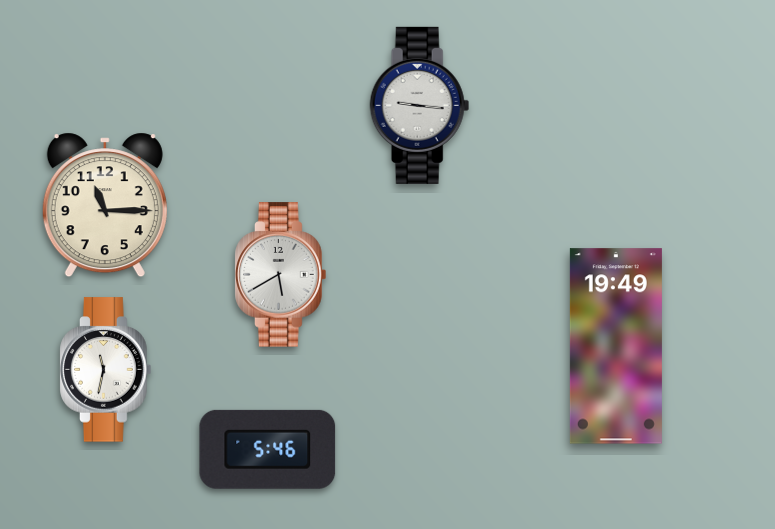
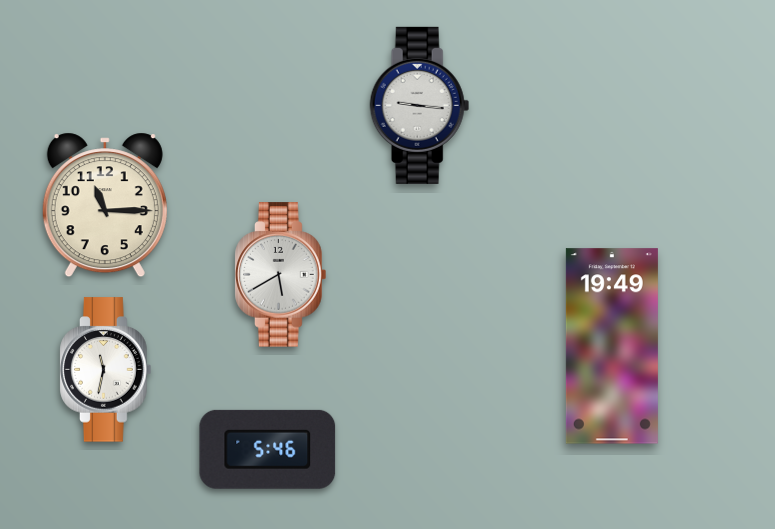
clock at (616, 346) position: (616, 346) -> (612, 346)
